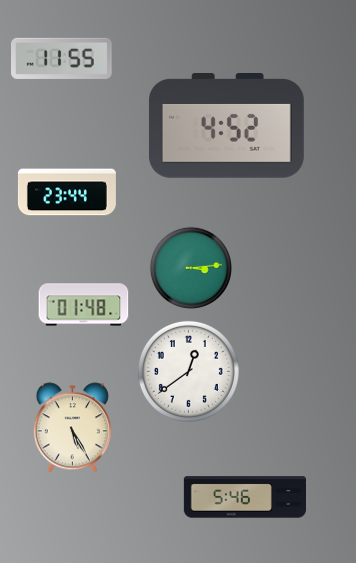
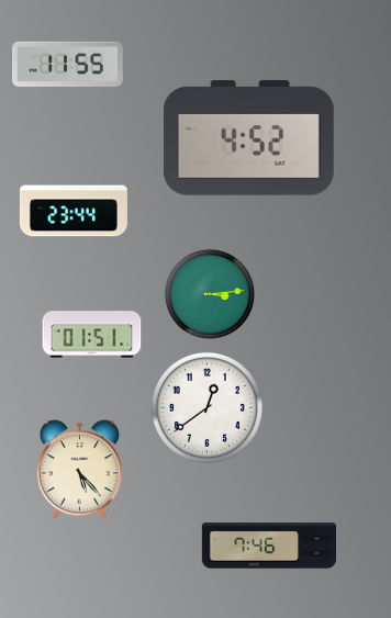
clock at (84, 305): 01:48 -> 01:51
clock at (72, 428): 5:25 -> 5:23
clock at (244, 497): 5:46 -> 7:46
